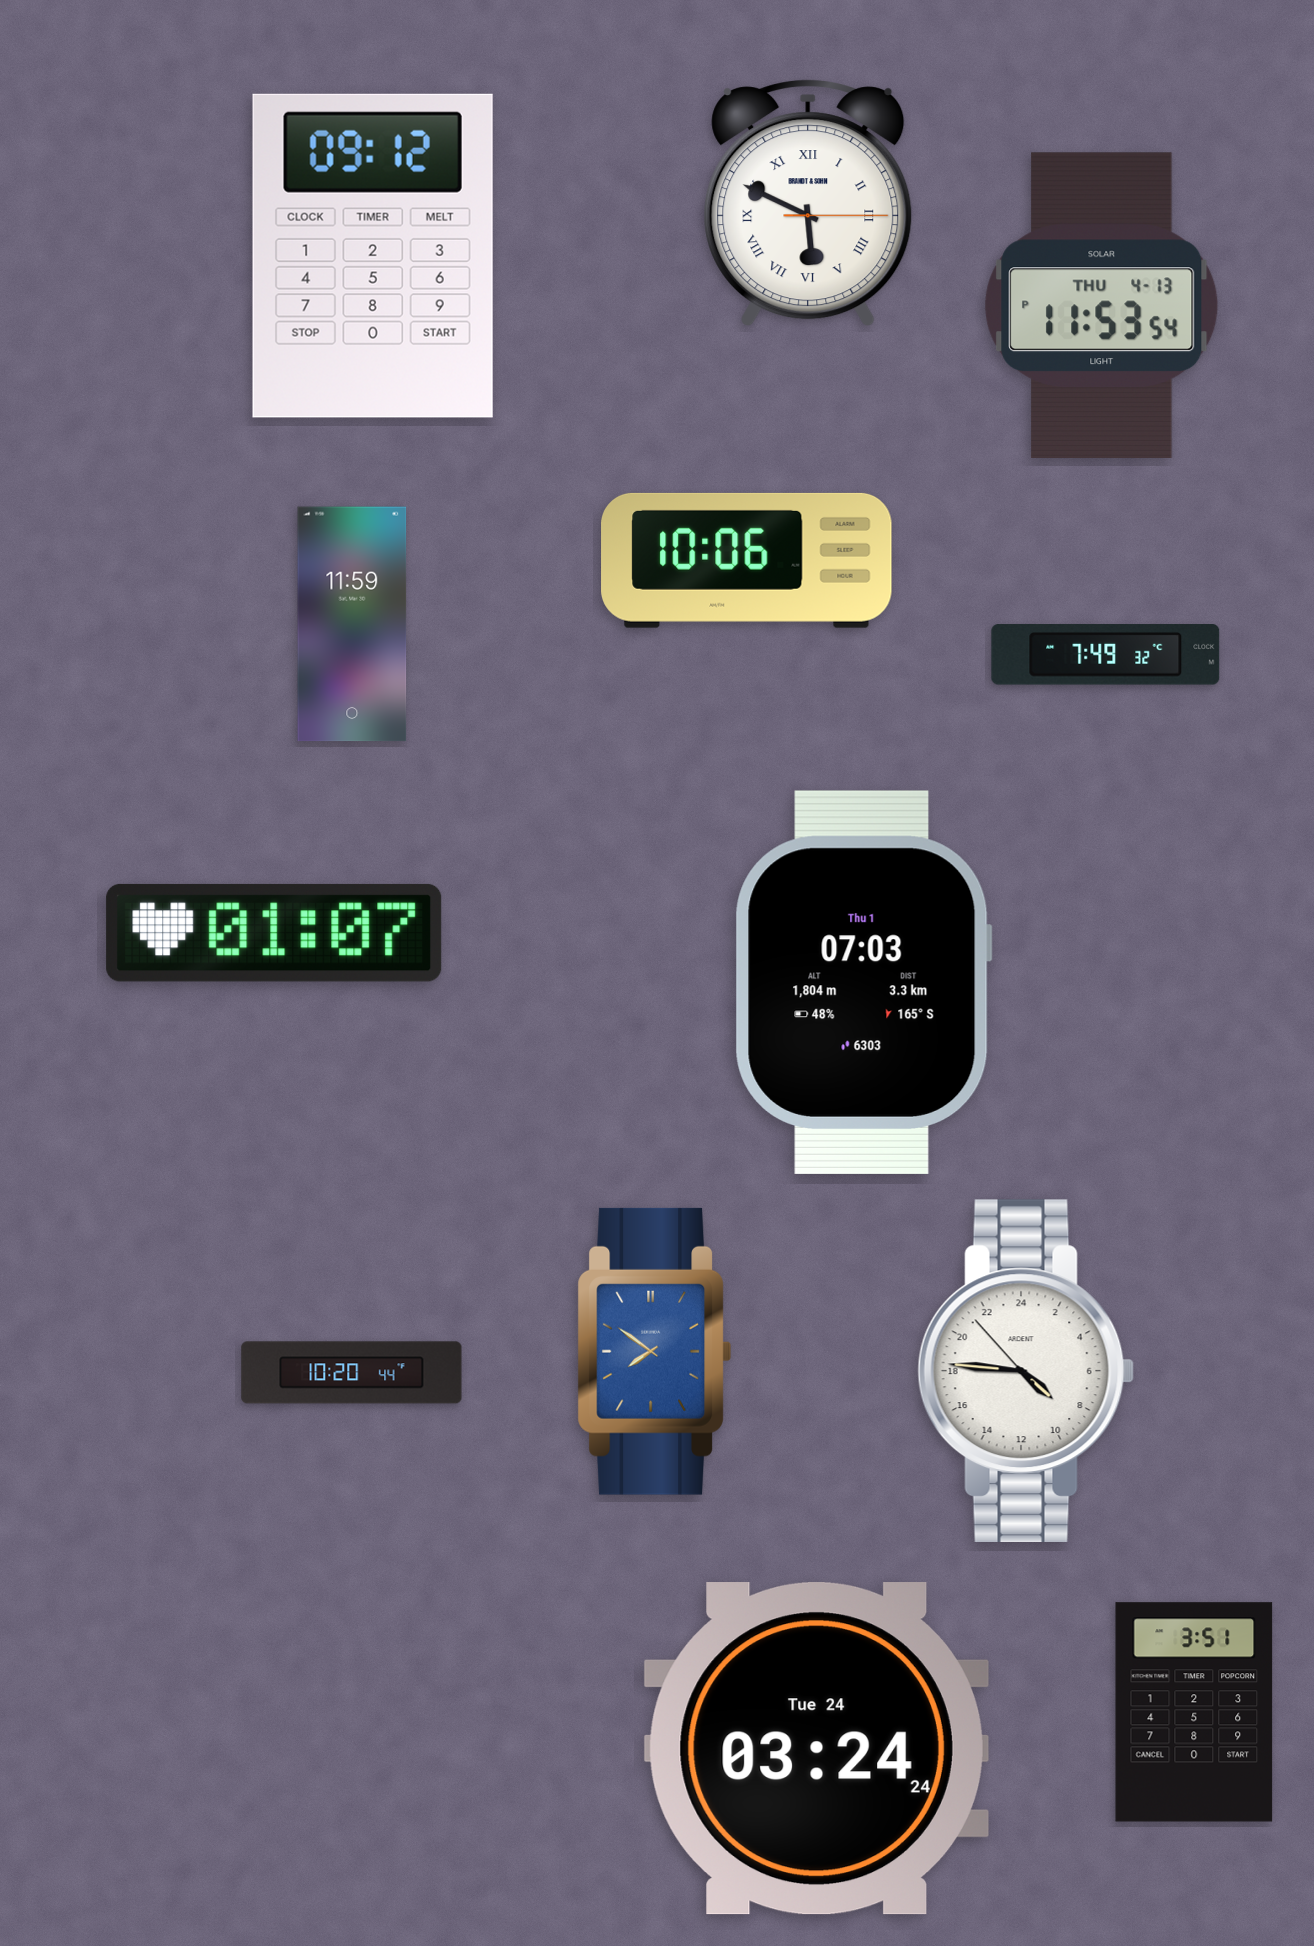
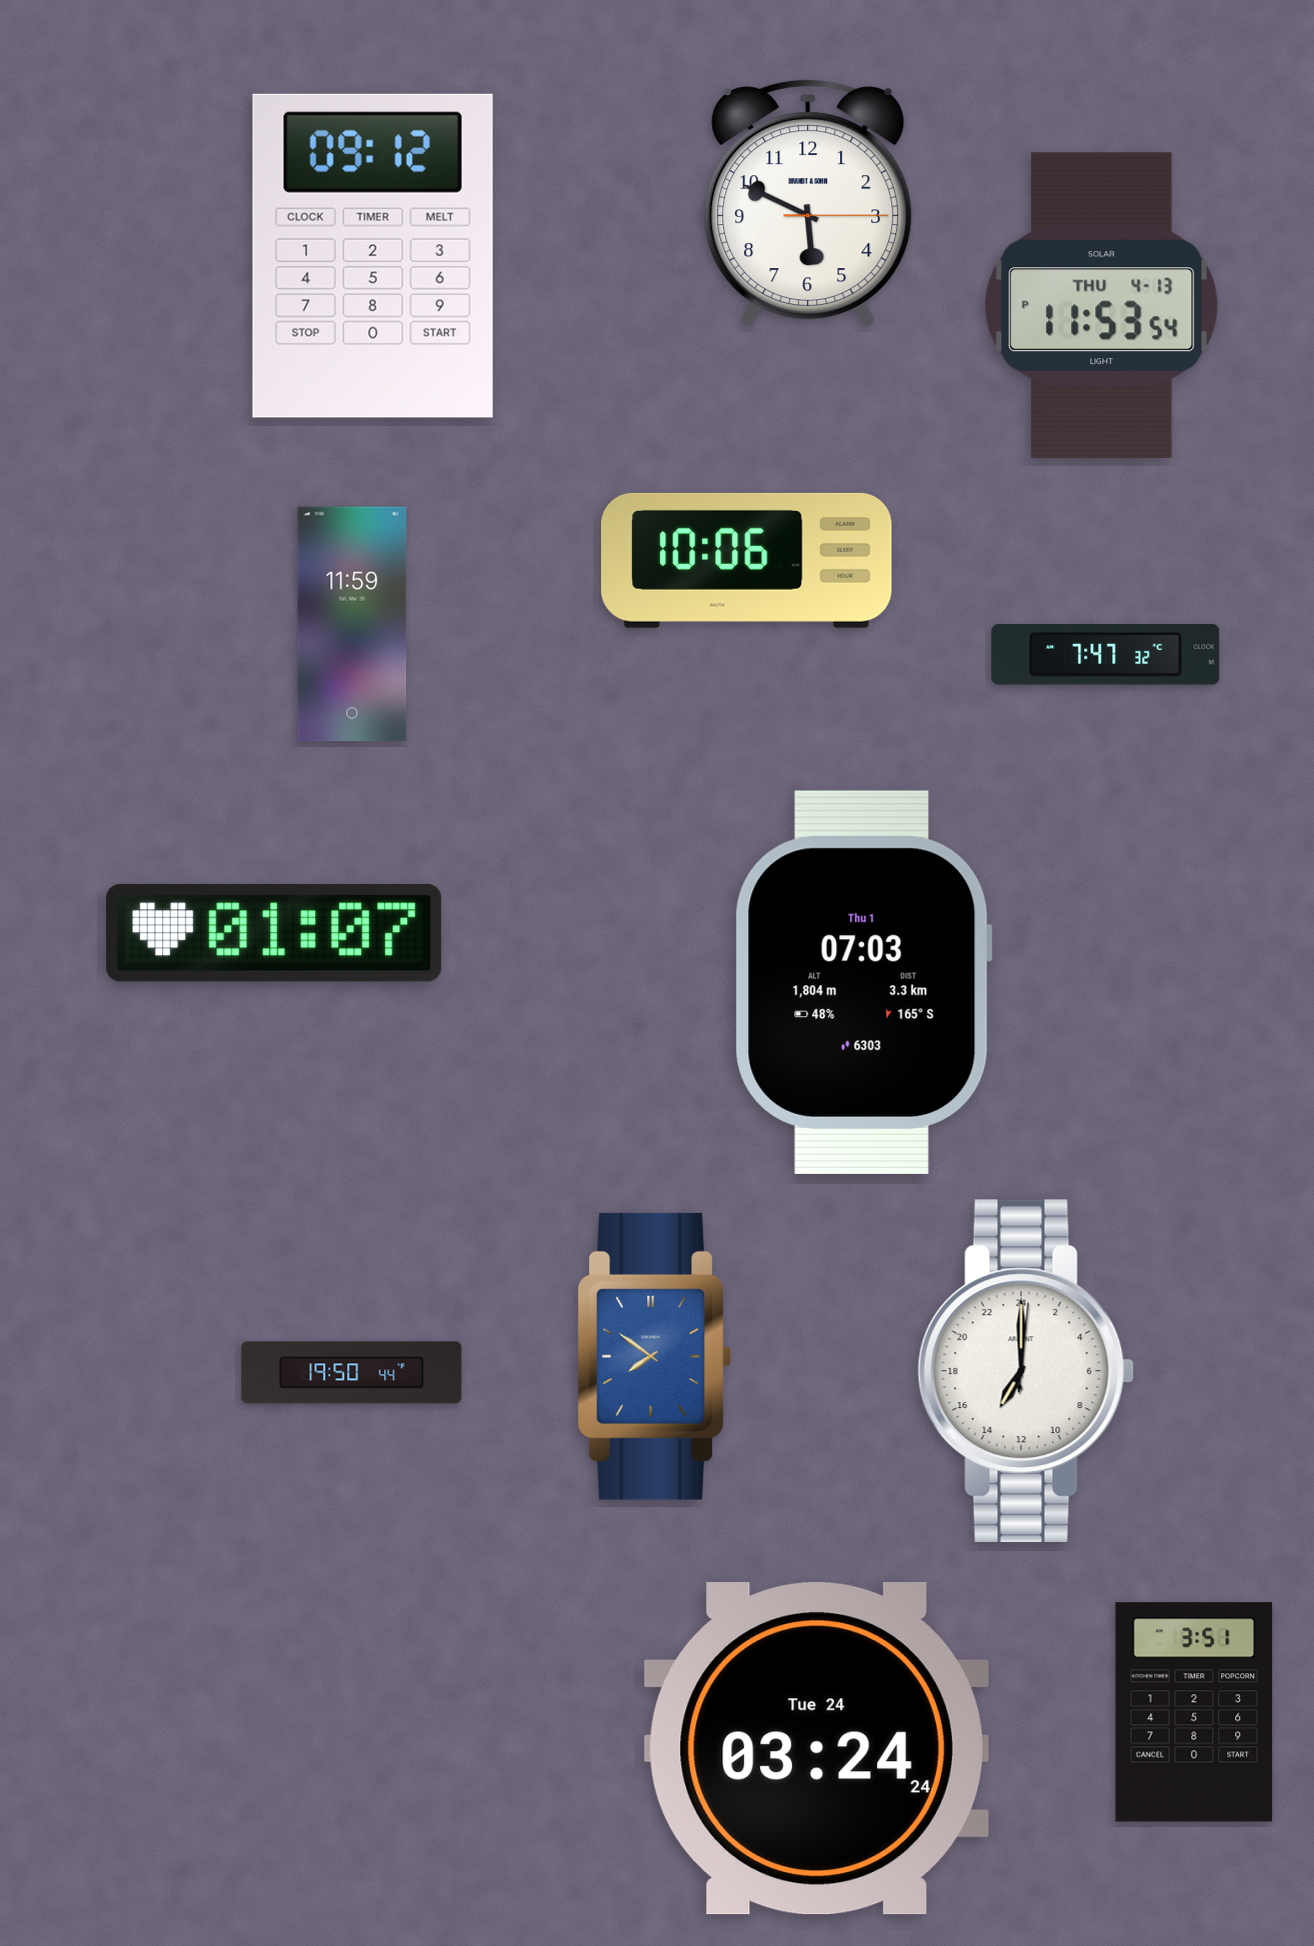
clock at (808, 203) numerals: Roman -> Arabic
clock at (1106, 655): 7:49 -> 7:47
clock at (654, 1351) position: (654, 1351) -> (654, 1356)
clock at (1026, 1370): 8:45 -> 14:00
clock at (352, 1373): 10:20 -> 19:50
